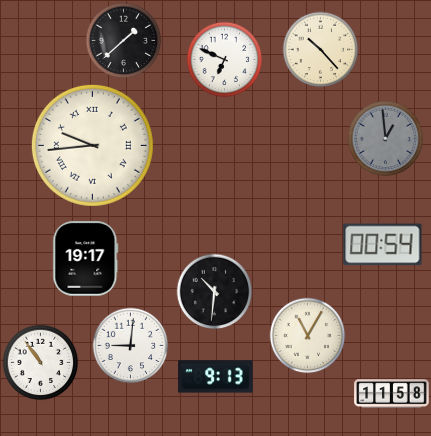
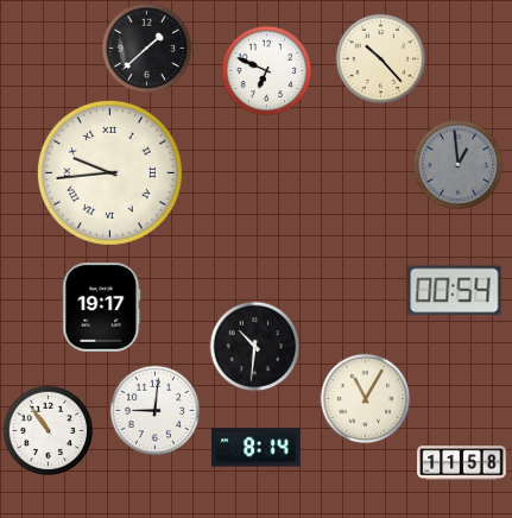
clock at (216, 377): 9:13 -> 8:14
clock at (392, 394) position: (392, 394) -> (462, 463)
